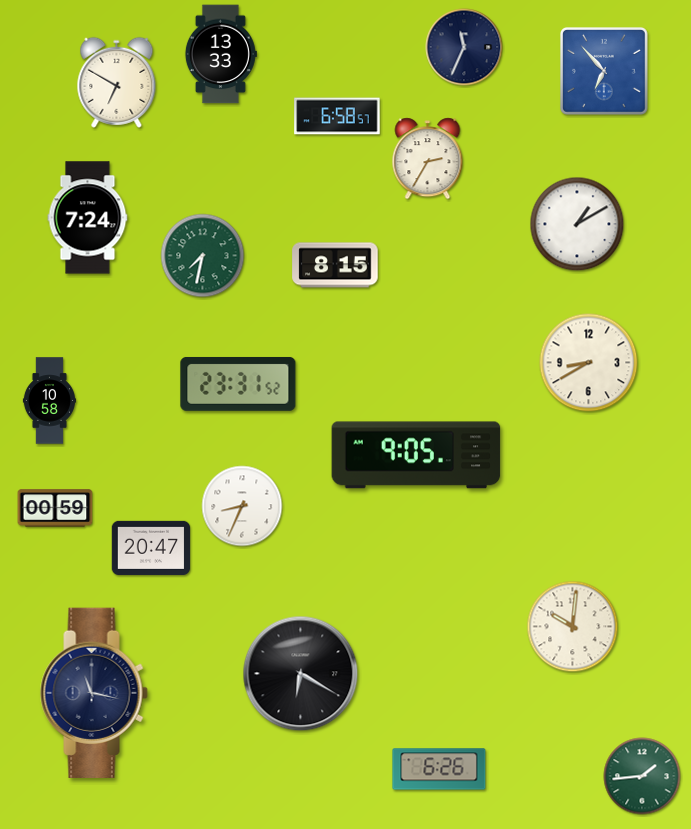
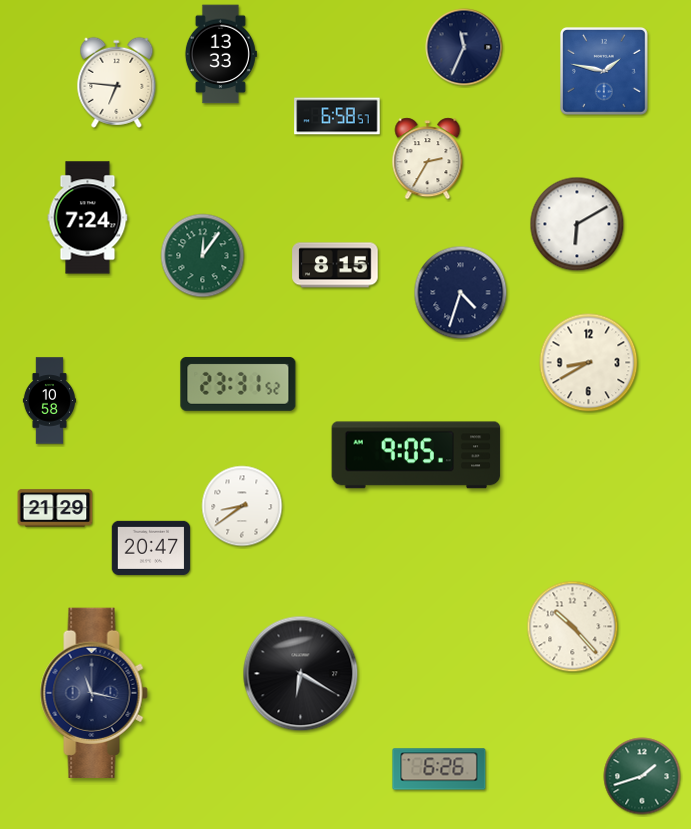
clock at (605, 72): 6:53 -> 1:47
clock at (117, 82): 6:50 -> 6:46
clock at (577, 224): 1:10 -> 6:10
clock at (203, 256): 7:32 -> 12:06
clock at (461, 293): none -> 4:33
clock at (242, 506): 8:34 -> 8:39
clock at (55, 508): 00:59 -> 21:29
clock at (573, 627): 10:01 -> 10:23
clock at (642, 776): 1:44 -> 1:42
